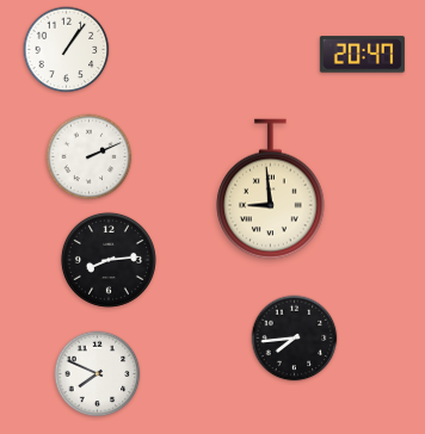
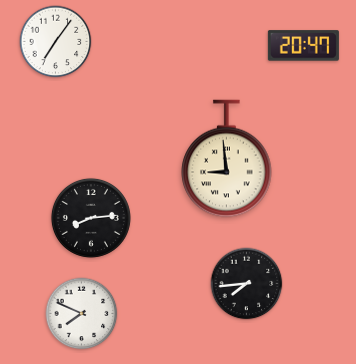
clock at (67, 50): 1:06 -> 7:06
clock at (90, 157): 2:11 -> none
